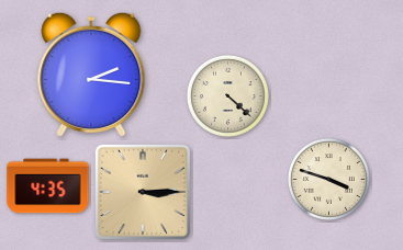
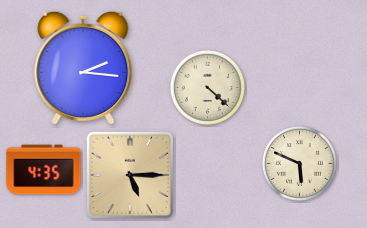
clock at (328, 179): 3:48 -> 5:49
clock at (142, 191): 3:15 -> 5:15
